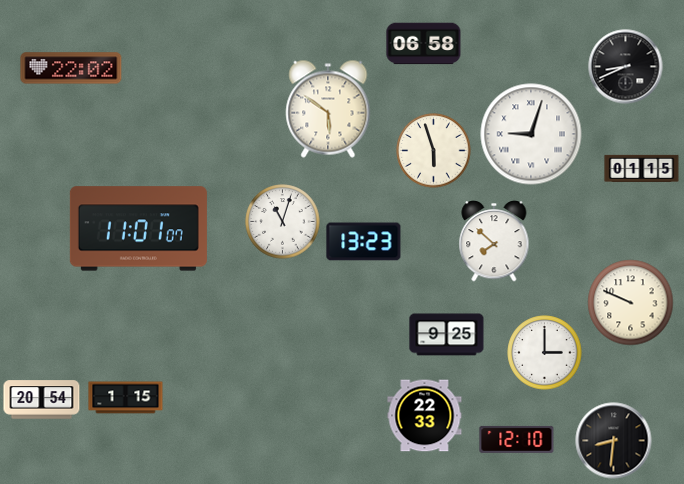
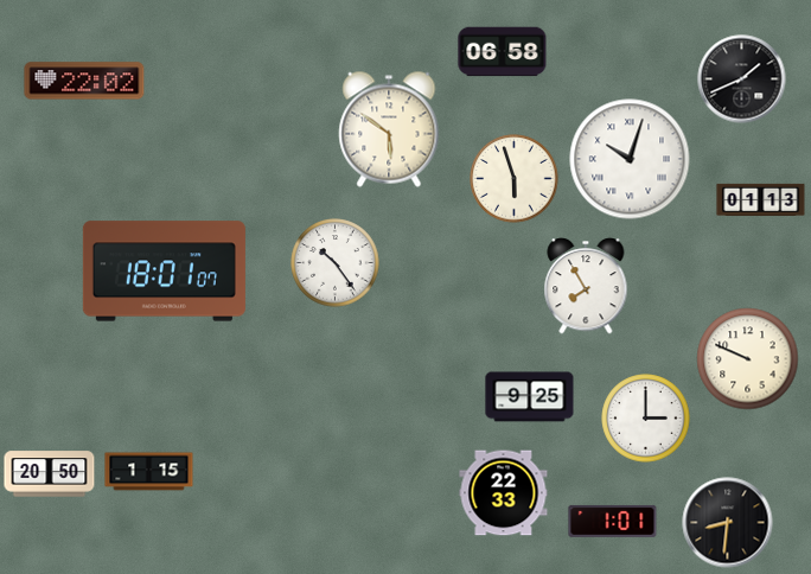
clock at (626, 67): 8:41 -> 1:41
clock at (531, 134): 9:03 -> 10:03
clock at (642, 168): 01:15 -> 01:13
clock at (283, 222): 11:03 -> 10:24
clock at (138, 229): 11:01 -> 18:01
clock at (494, 241): 7:52 -> 7:55
clock at (364, 242): 13:23 -> none
clock at (42, 400): 20:54 -> 20:50
clock at (517, 439): 12:10 -> 1:01
